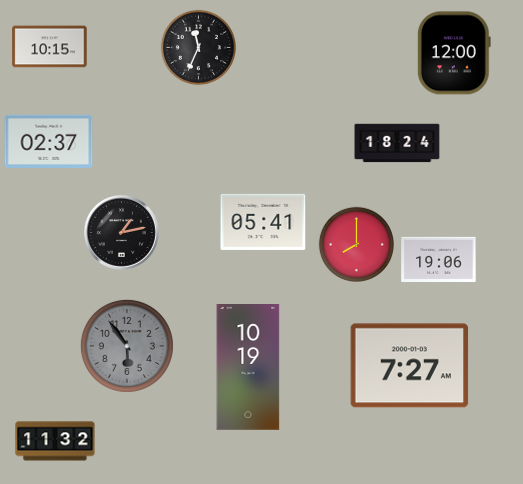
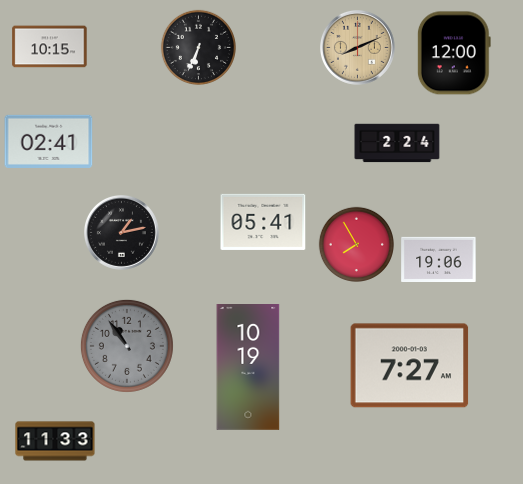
clock at (198, 47): 11:34 -> 6:34
clock at (358, 48): none -> 8:11
clock at (49, 141): 02:37 -> 02:41
clock at (397, 143): 18:24 -> 2:24
clock at (356, 244): 8:00 -> 7:55
clock at (127, 346): 5:54 -> 10:54
clock at (55, 441): 11:32 -> 11:33
